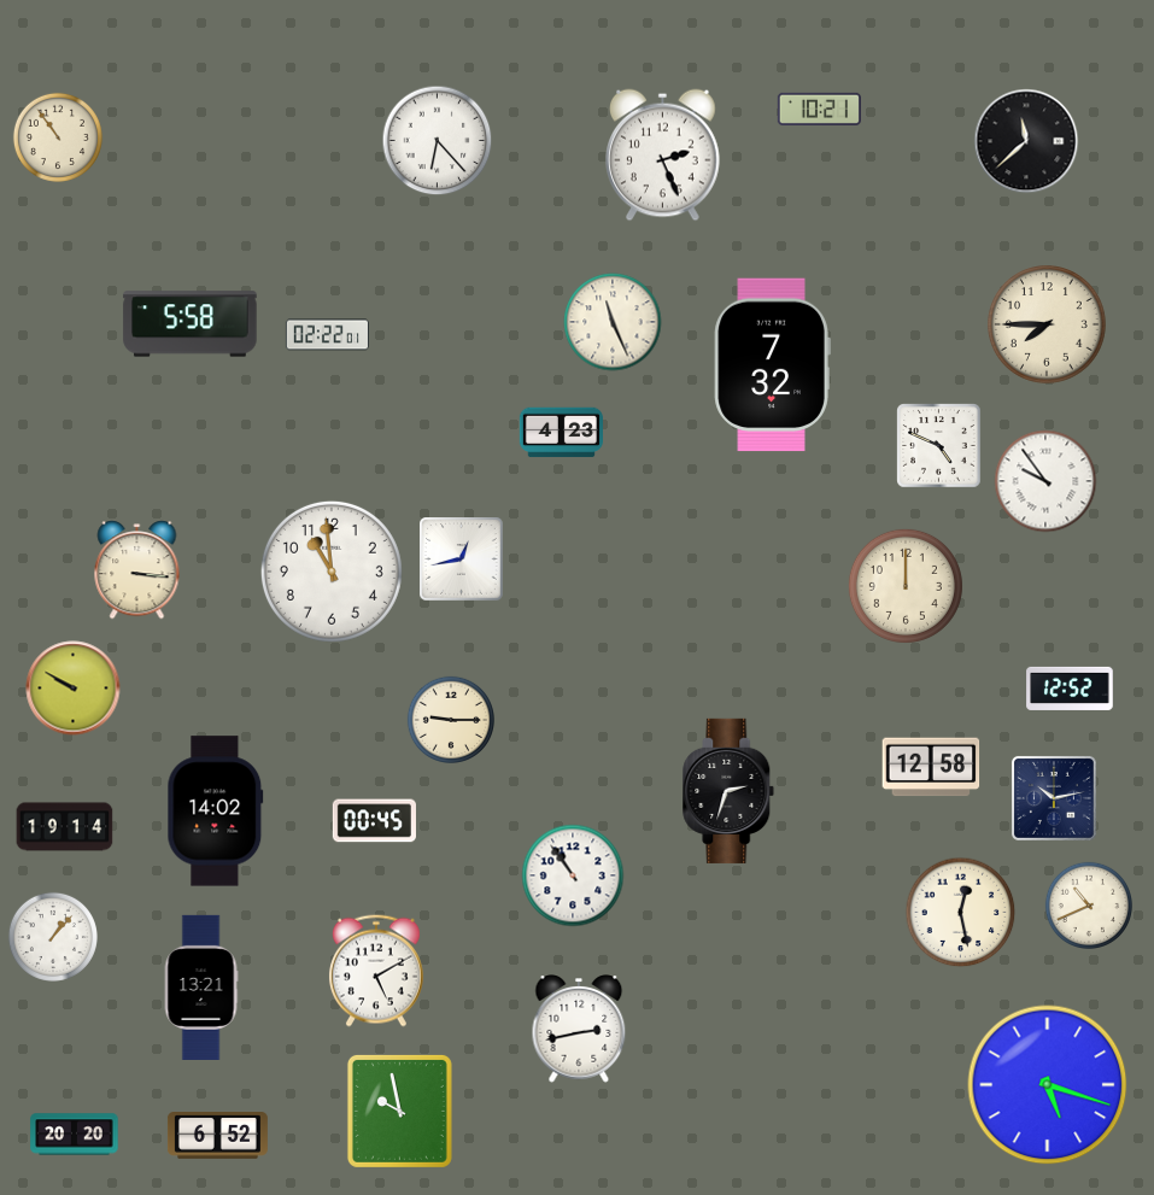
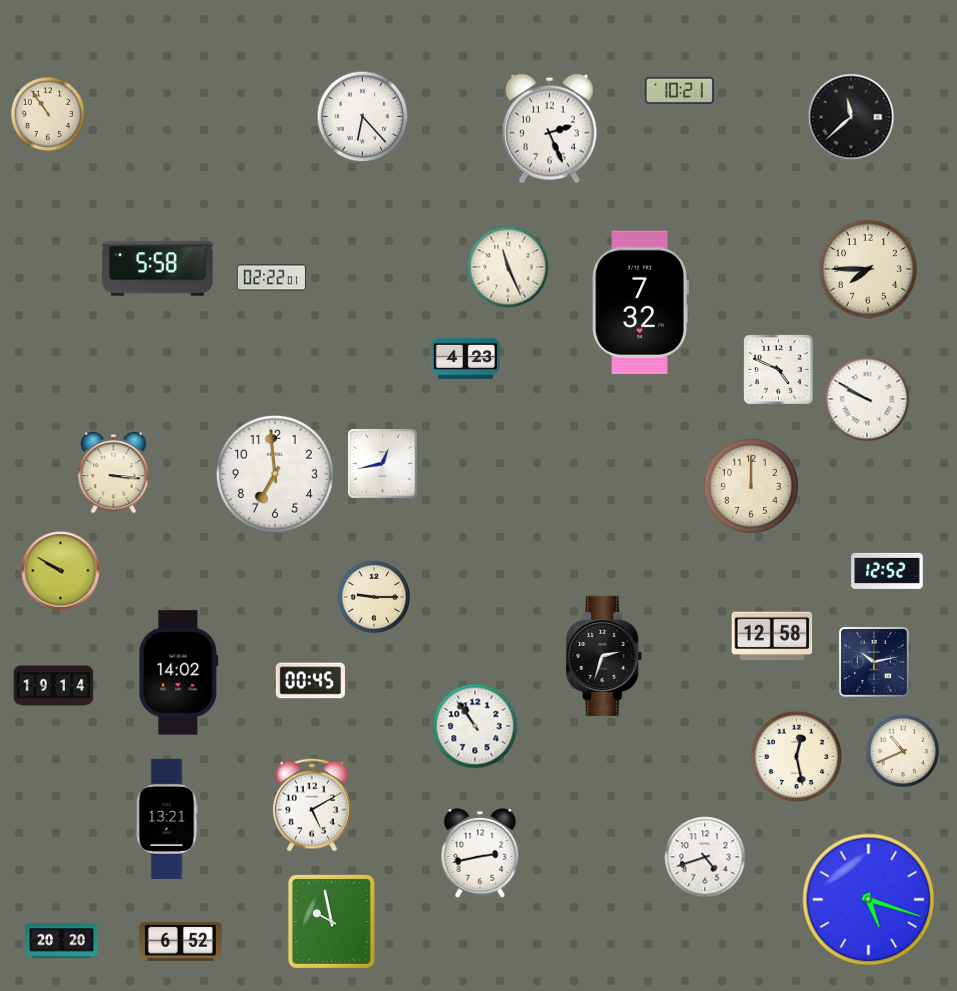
clock at (1045, 481): 9:54 -> 9:50
clock at (332, 572): 10:59 -> 6:59
clock at (53, 937): 1:07 -> none
clock at (705, 857): none -> 4:42
